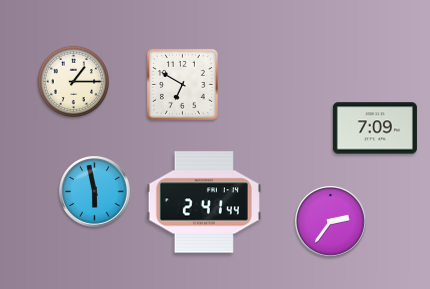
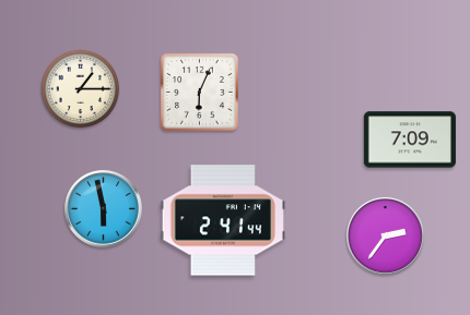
clock at (182, 84): 6:50 -> 6:04
clock at (331, 222) position: (331, 222) -> (386, 237)
